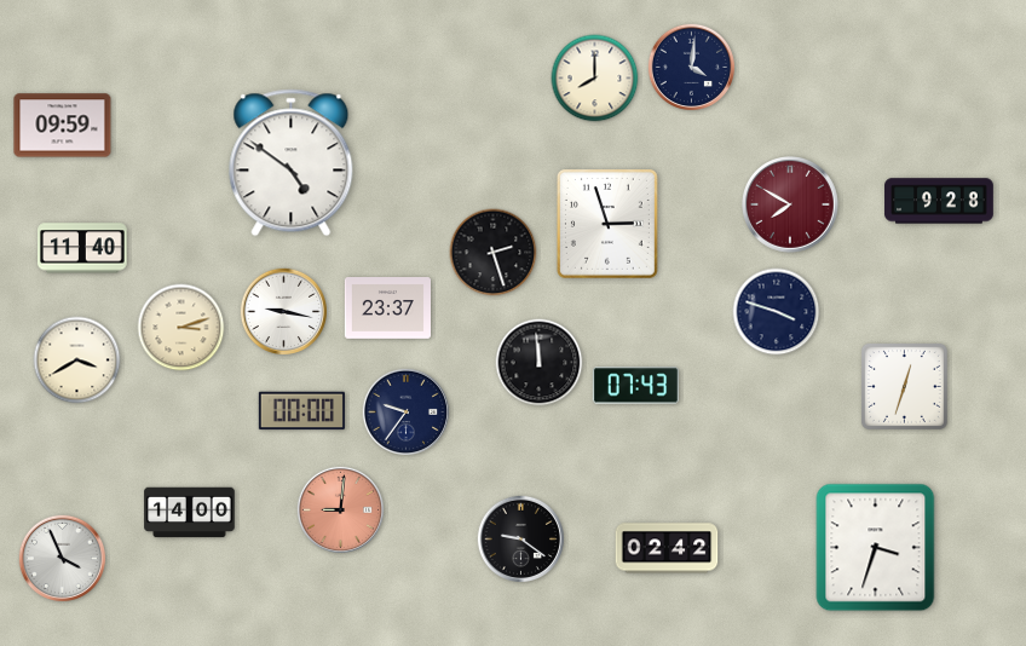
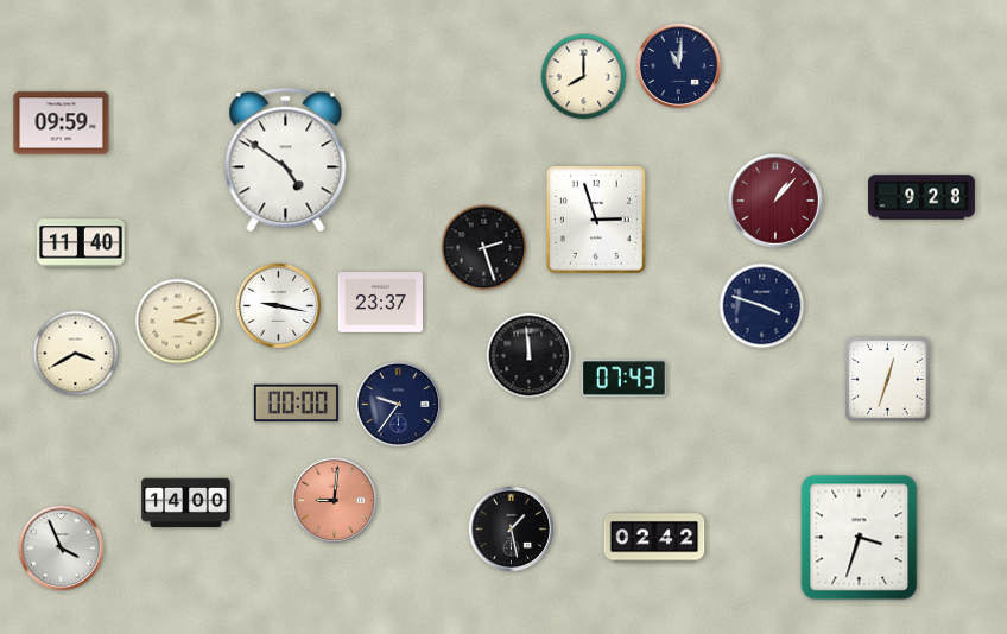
clock at (691, 67): 4:01 -> 11:01
clock at (791, 206): 7:50 -> 1:07
clock at (520, 538): 9:21 -> 1:28
